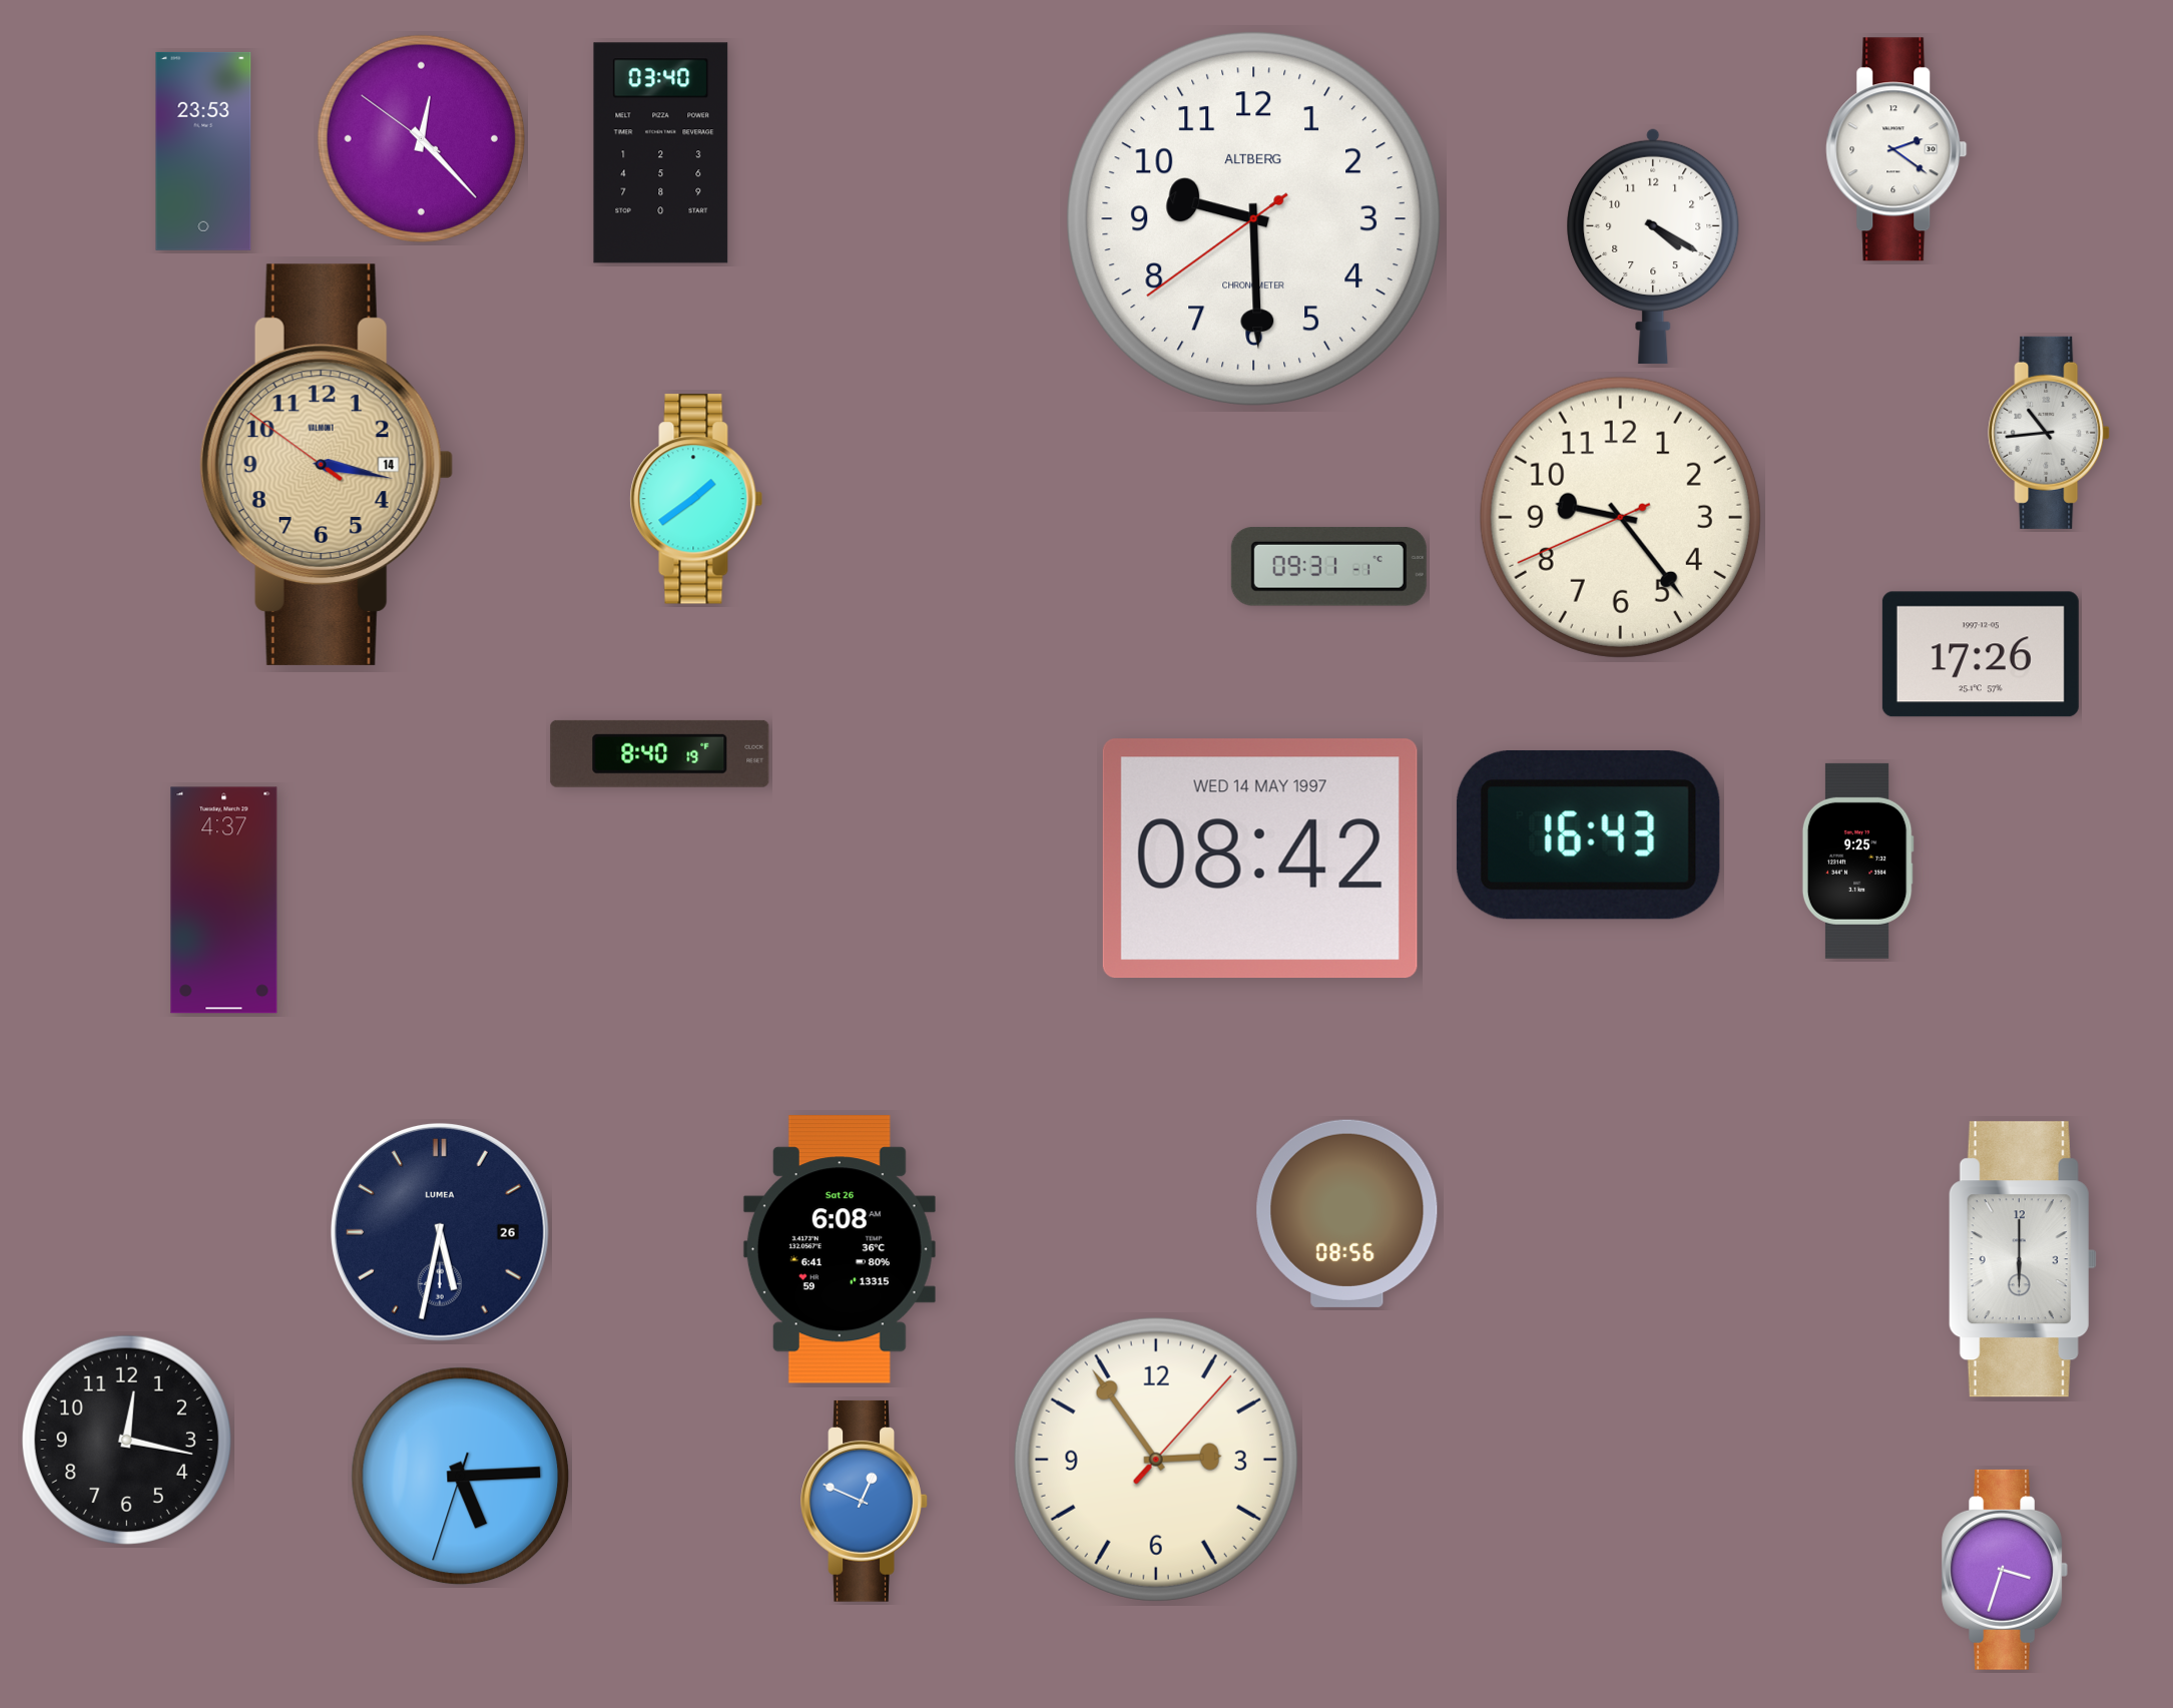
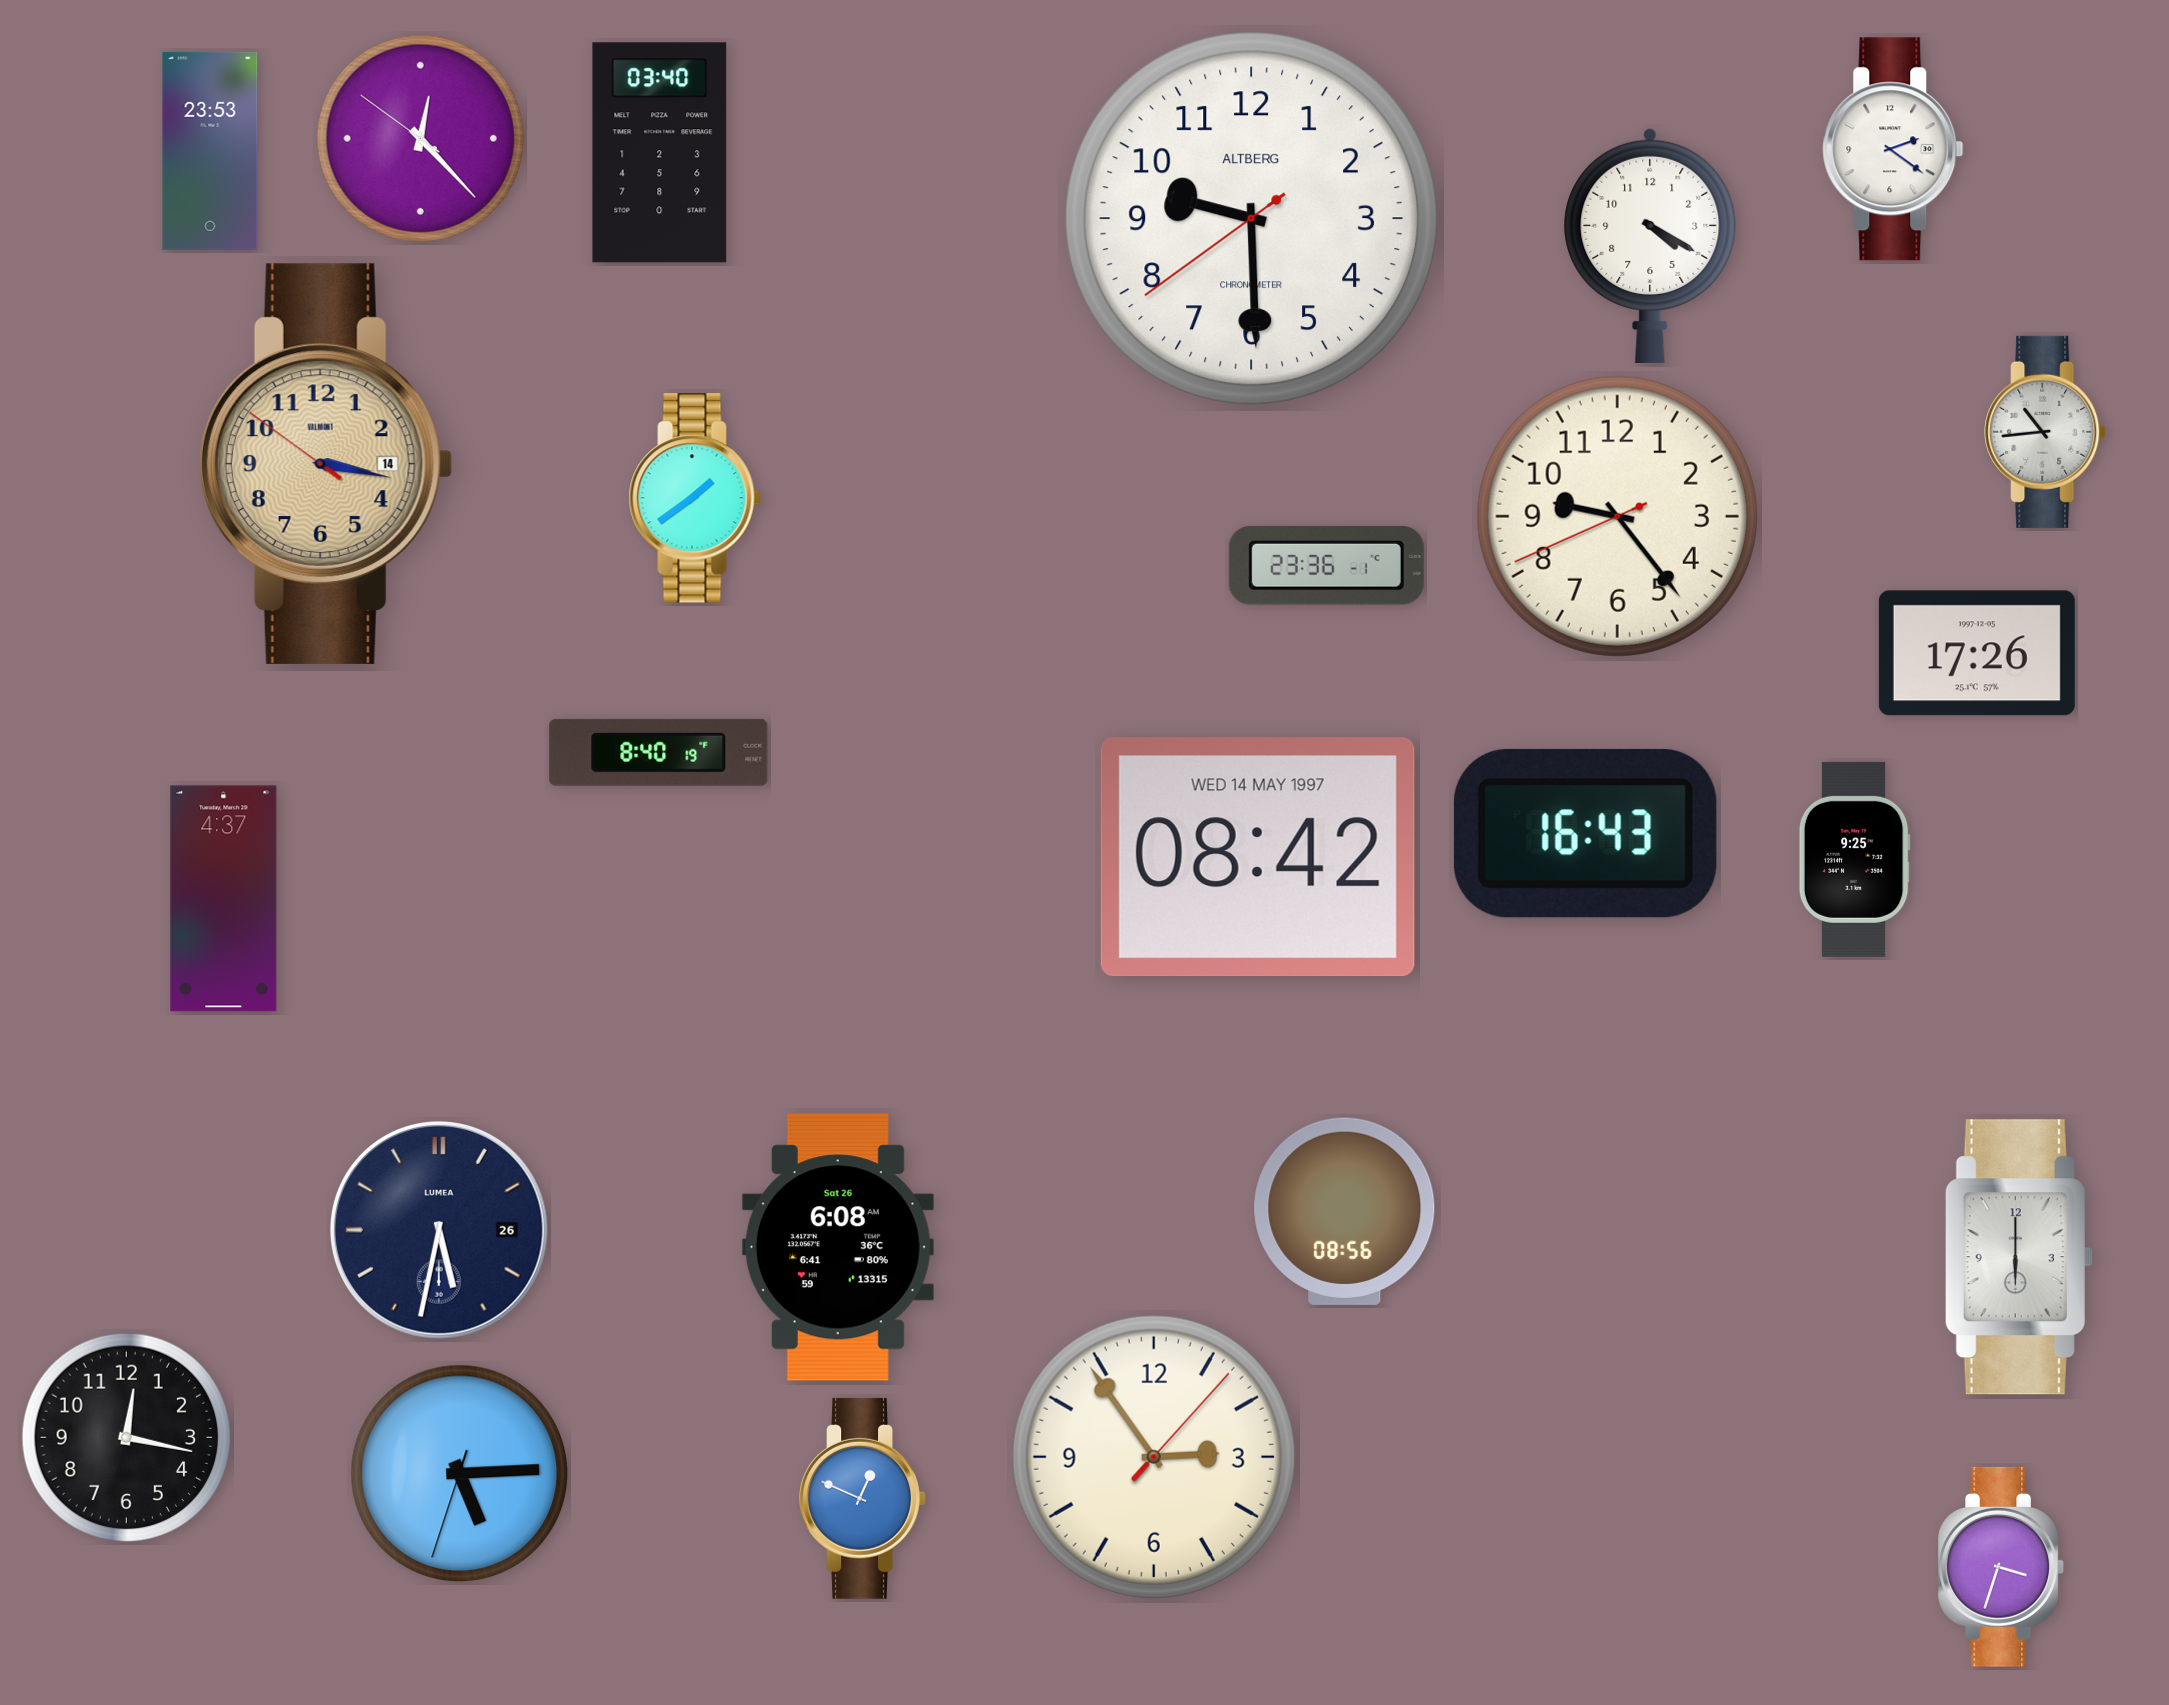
clock at (203, 151) position: (203, 151) -> (210, 151)
clock at (1328, 566): 09:31 -> 23:36
